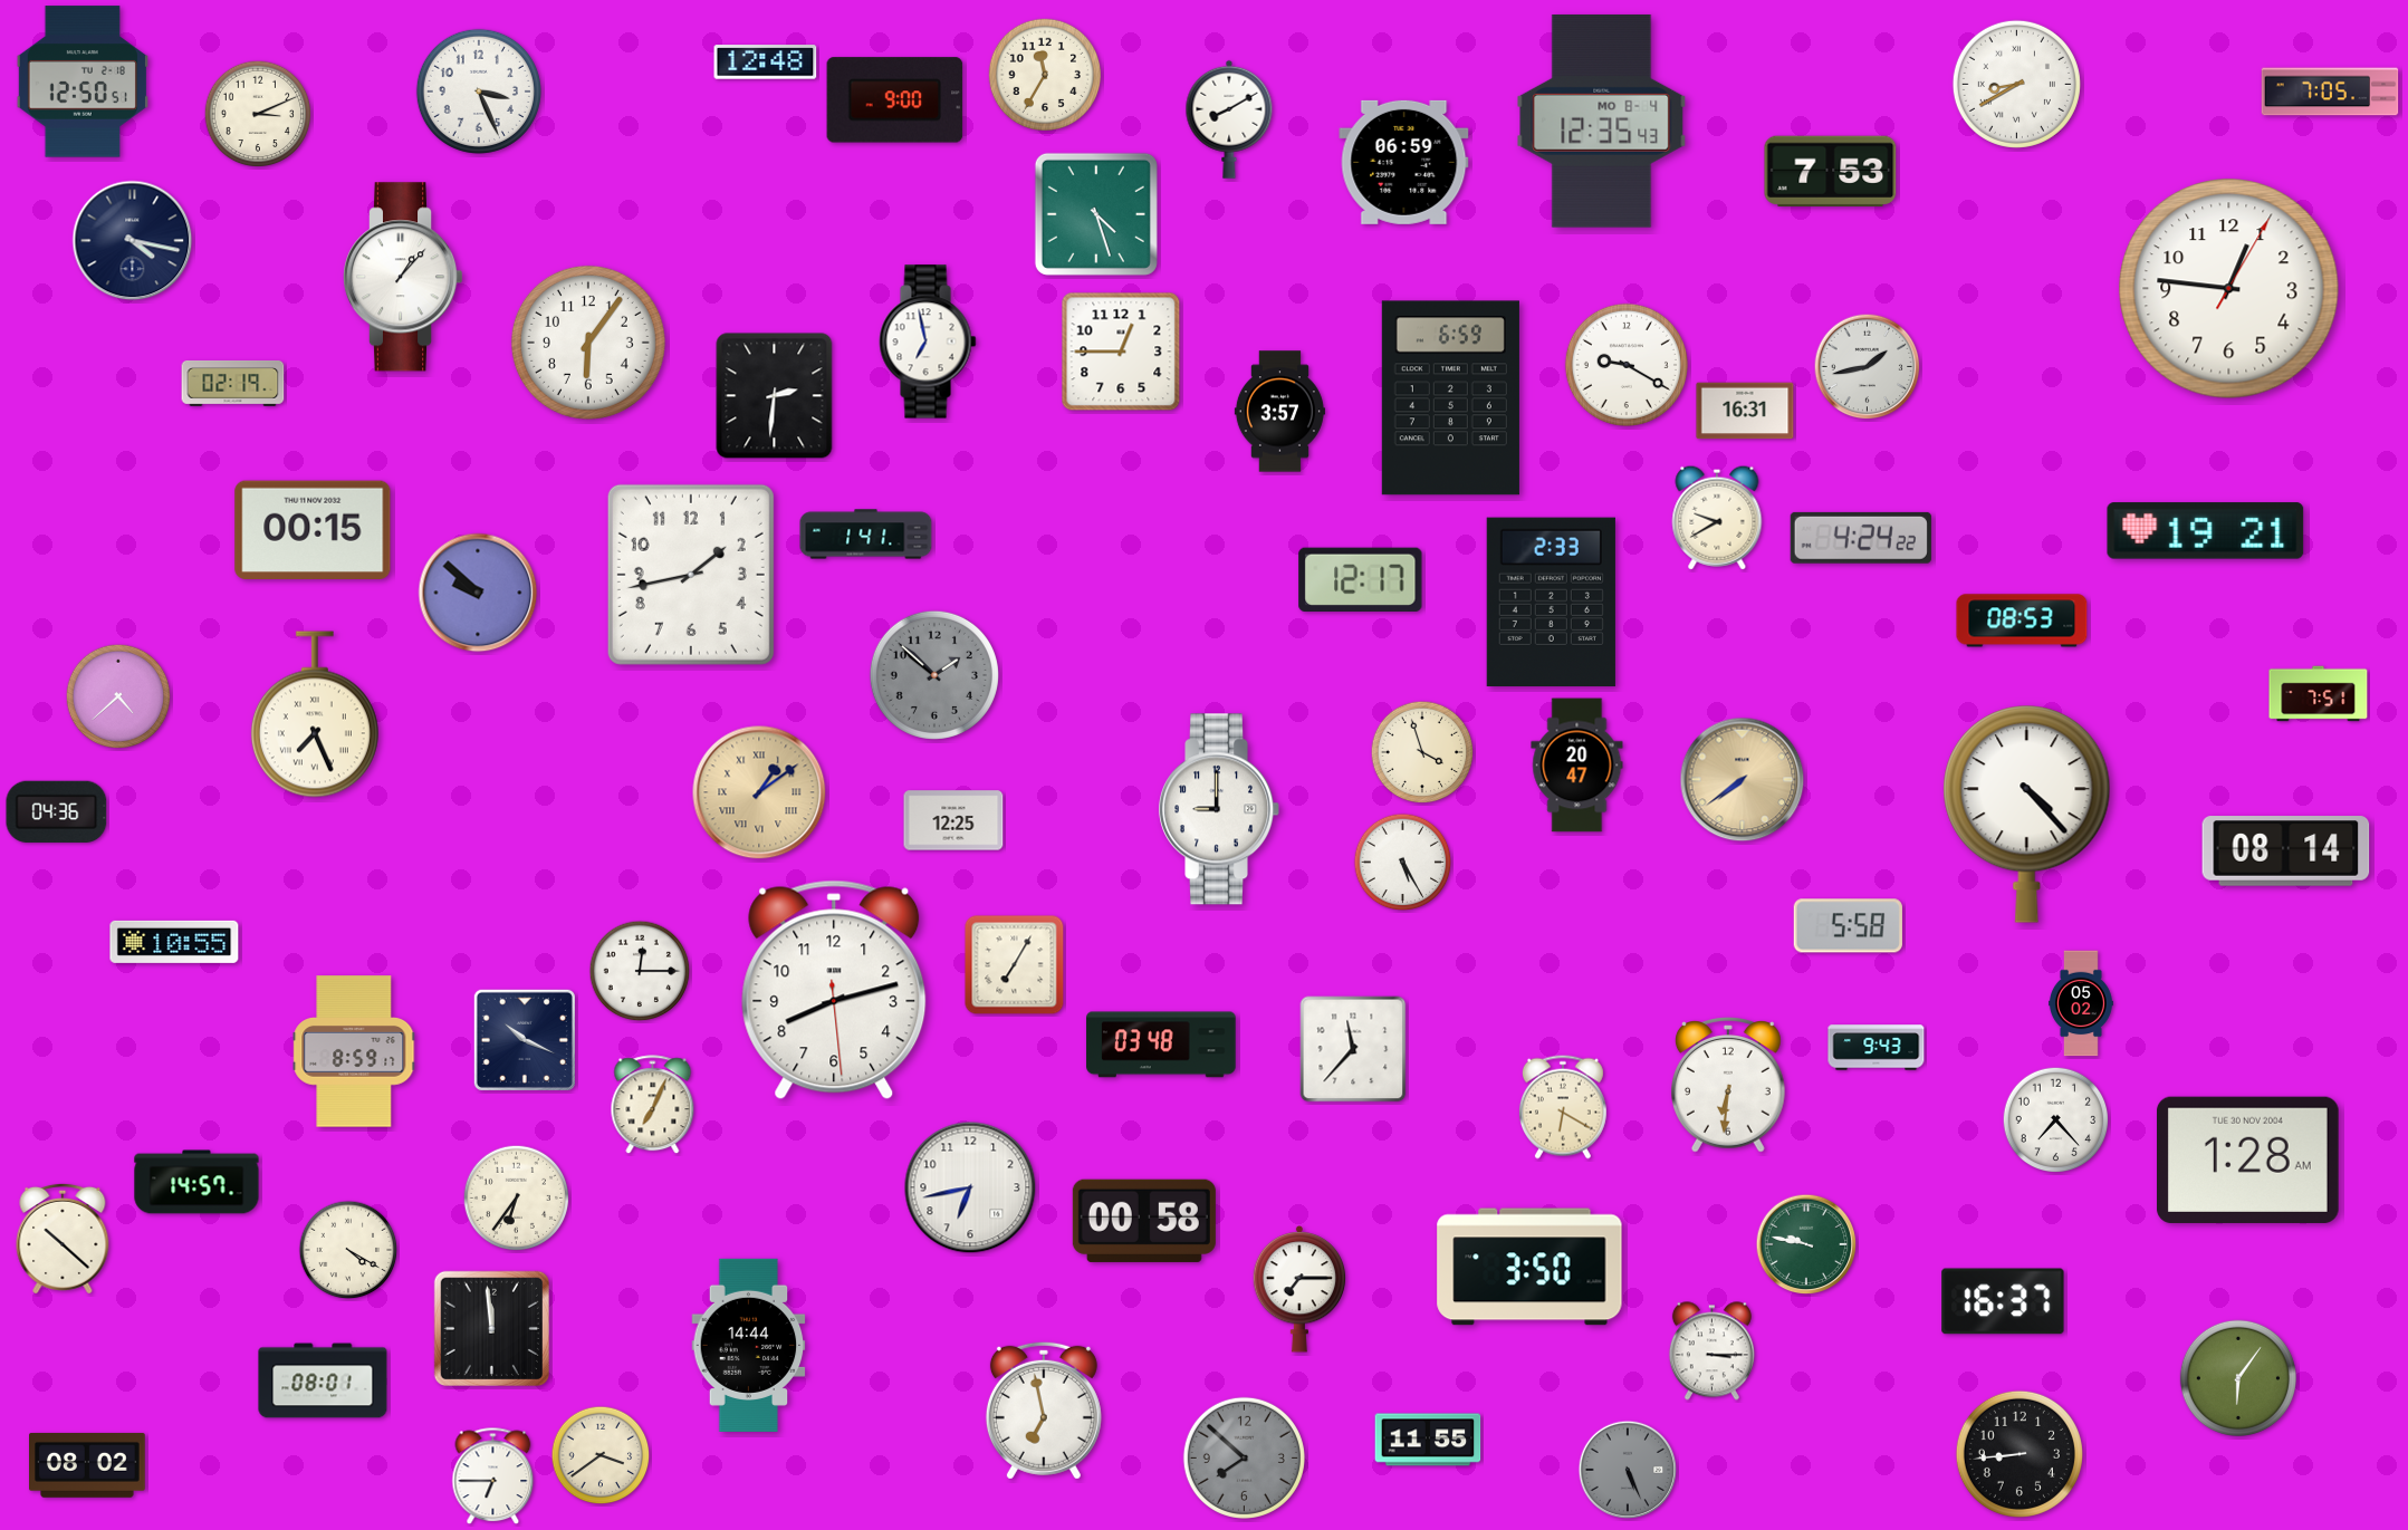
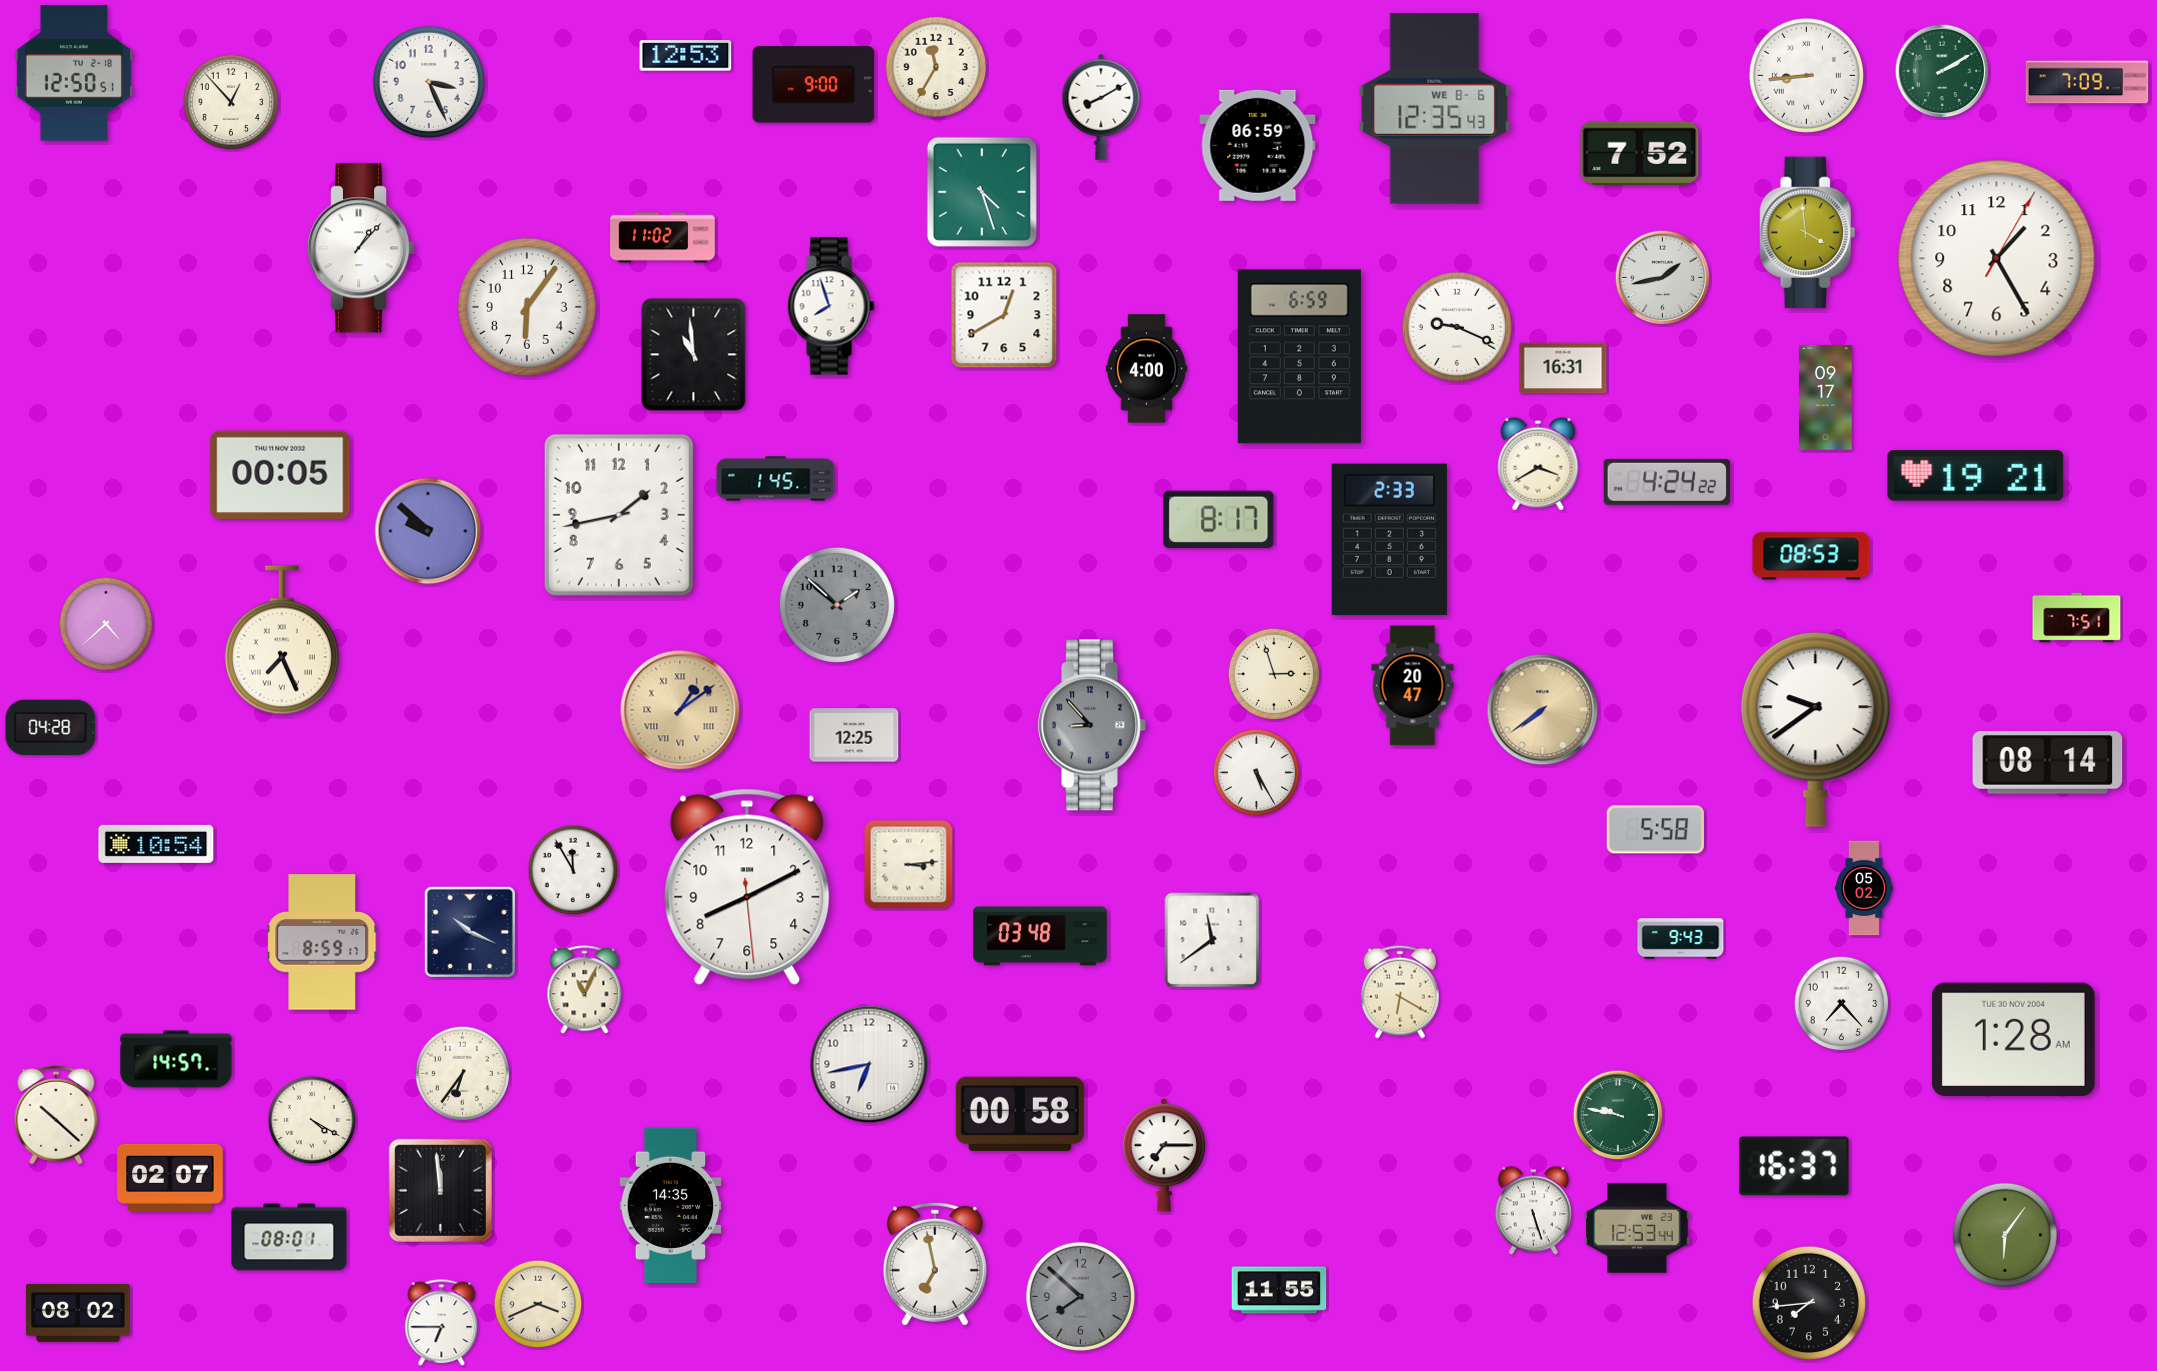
clock at (766, 62): 12:48 -> 12:53
clock at (1942, 71): none -> 2:10
clock at (2016, 84): 8:40 -> 8:44
clock at (2330, 92): 7:05 -> 7:09
clock at (895, 100) position: (895, 100) -> (814, 85)
clock at (258, 114): 3:11 -> 12:53
clock at (1602, 121) date: MO 8-4 -> WE 8-6
clock at (1831, 171): 7:53 -> 7:52
clock at (133, 241): 4:17 -> none
clock at (1808, 233): none -> 3:59
clock at (663, 238): none -> 11:02
clock at (2229, 289): 12:46 -> 1:25
clock at (928, 341): 6:58 -> 7:57
clock at (1121, 352): 12:45 -> 12:40
clock at (1627, 365): 9:20 -> 9:19
clock at (1868, 367) position: (1868, 367) -> (1663, 278)
clock at (233, 384): 02:19 -> none
clock at (775, 396): 2:31 -> 10:59
clock at (1279, 412): 3:57 -> 4:00
clock at (1826, 398): none -> 09:17
clock at (1717, 518): 9:40 -> 3:40
clock at (313, 530): 00:15 -> 00:05
clock at (866, 535): 1:41 -> 1:45
clock at (1361, 579): 12:17 -> 8:17
clock at (2319, 694) position: (2319, 694) -> (2077, 618)
clock at (1422, 752): 3:57 -> 2:57
clock at (1743, 780) position: (1743, 780) -> (1543, 710)
clock at (1218, 809): 9:00 -> 8:53
clock at (1218, 809) dial: white -> grey
clock at (57, 811): 04:36 -> 04:28
clock at (2027, 815): 4:23 -> 9:39
clock at (174, 942): 10:55 -> 10:54
clock at (1015, 965): 7:05 -> 3:14
clock at (640, 971): 12:15 -> 11:55
clock at (834, 990): 8:12 -> 8:10
clock at (2082, 1003) position: (2082, 1003) -> (1865, 888)
clock at (1353, 1049): 11:37 -> 11:39
clock at (354, 1051) position: (354, 1051) -> (322, 942)
clock at (1729, 1085): 6:31 -> none
clock at (653, 1105): 7:04 -> 11:04
clock at (1144, 1221) position: (1144, 1221) -> (1020, 1114)
clock at (63, 1239) position: (63, 1239) -> (56, 1115)
clock at (1529, 1267): 3:50 -> none
clock at (170, 1178): none -> 02:07
clock at (749, 1345): 14:44 -> 14:35
clock at (1711, 1351): 3:15 -> 5:27
clock at (1637, 1228): none -> 12:53
clock at (2020, 1454): 8:44 -> 7:44
clock at (601, 1455): 3:39 -> 3:41
clock at (1244, 1457) position: (1244, 1457) -> (1080, 1296)
clock at (1628, 1470): 5:26 -> none
